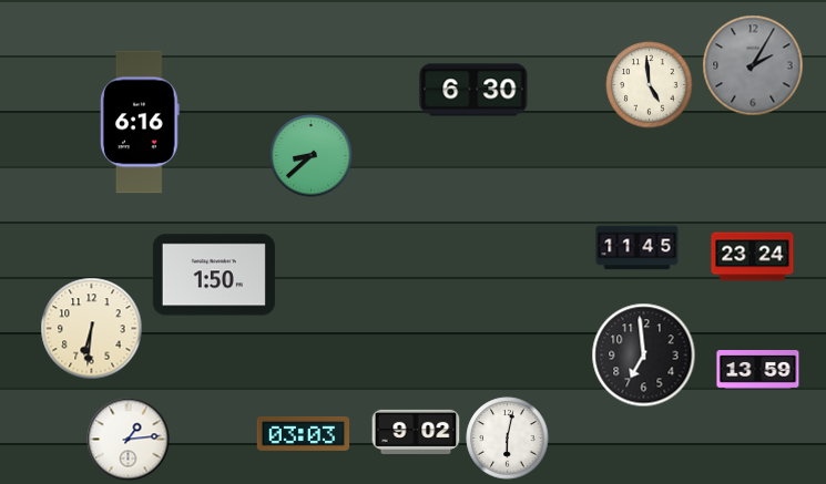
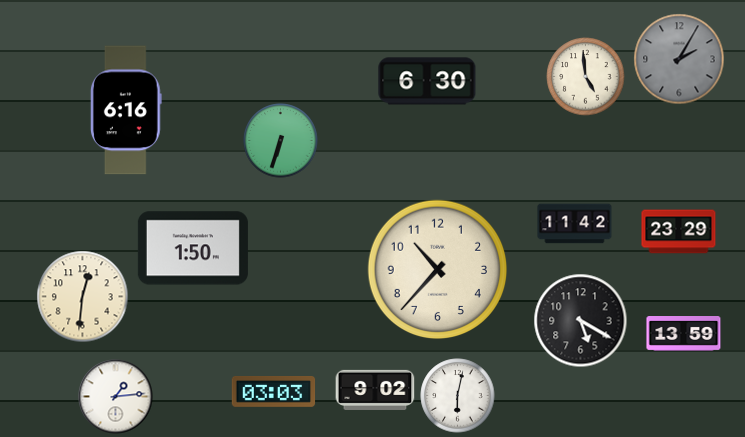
clock at (312, 156): 8:38 -> 6:33
clock at (638, 248): 11:45 -> 11:42
clock at (753, 257): 23:24 -> 23:29
clock at (438, 270): none -> 10:37
clock at (92, 329): 6:31 -> 12:31
clock at (644, 356): 6:59 -> 5:20
